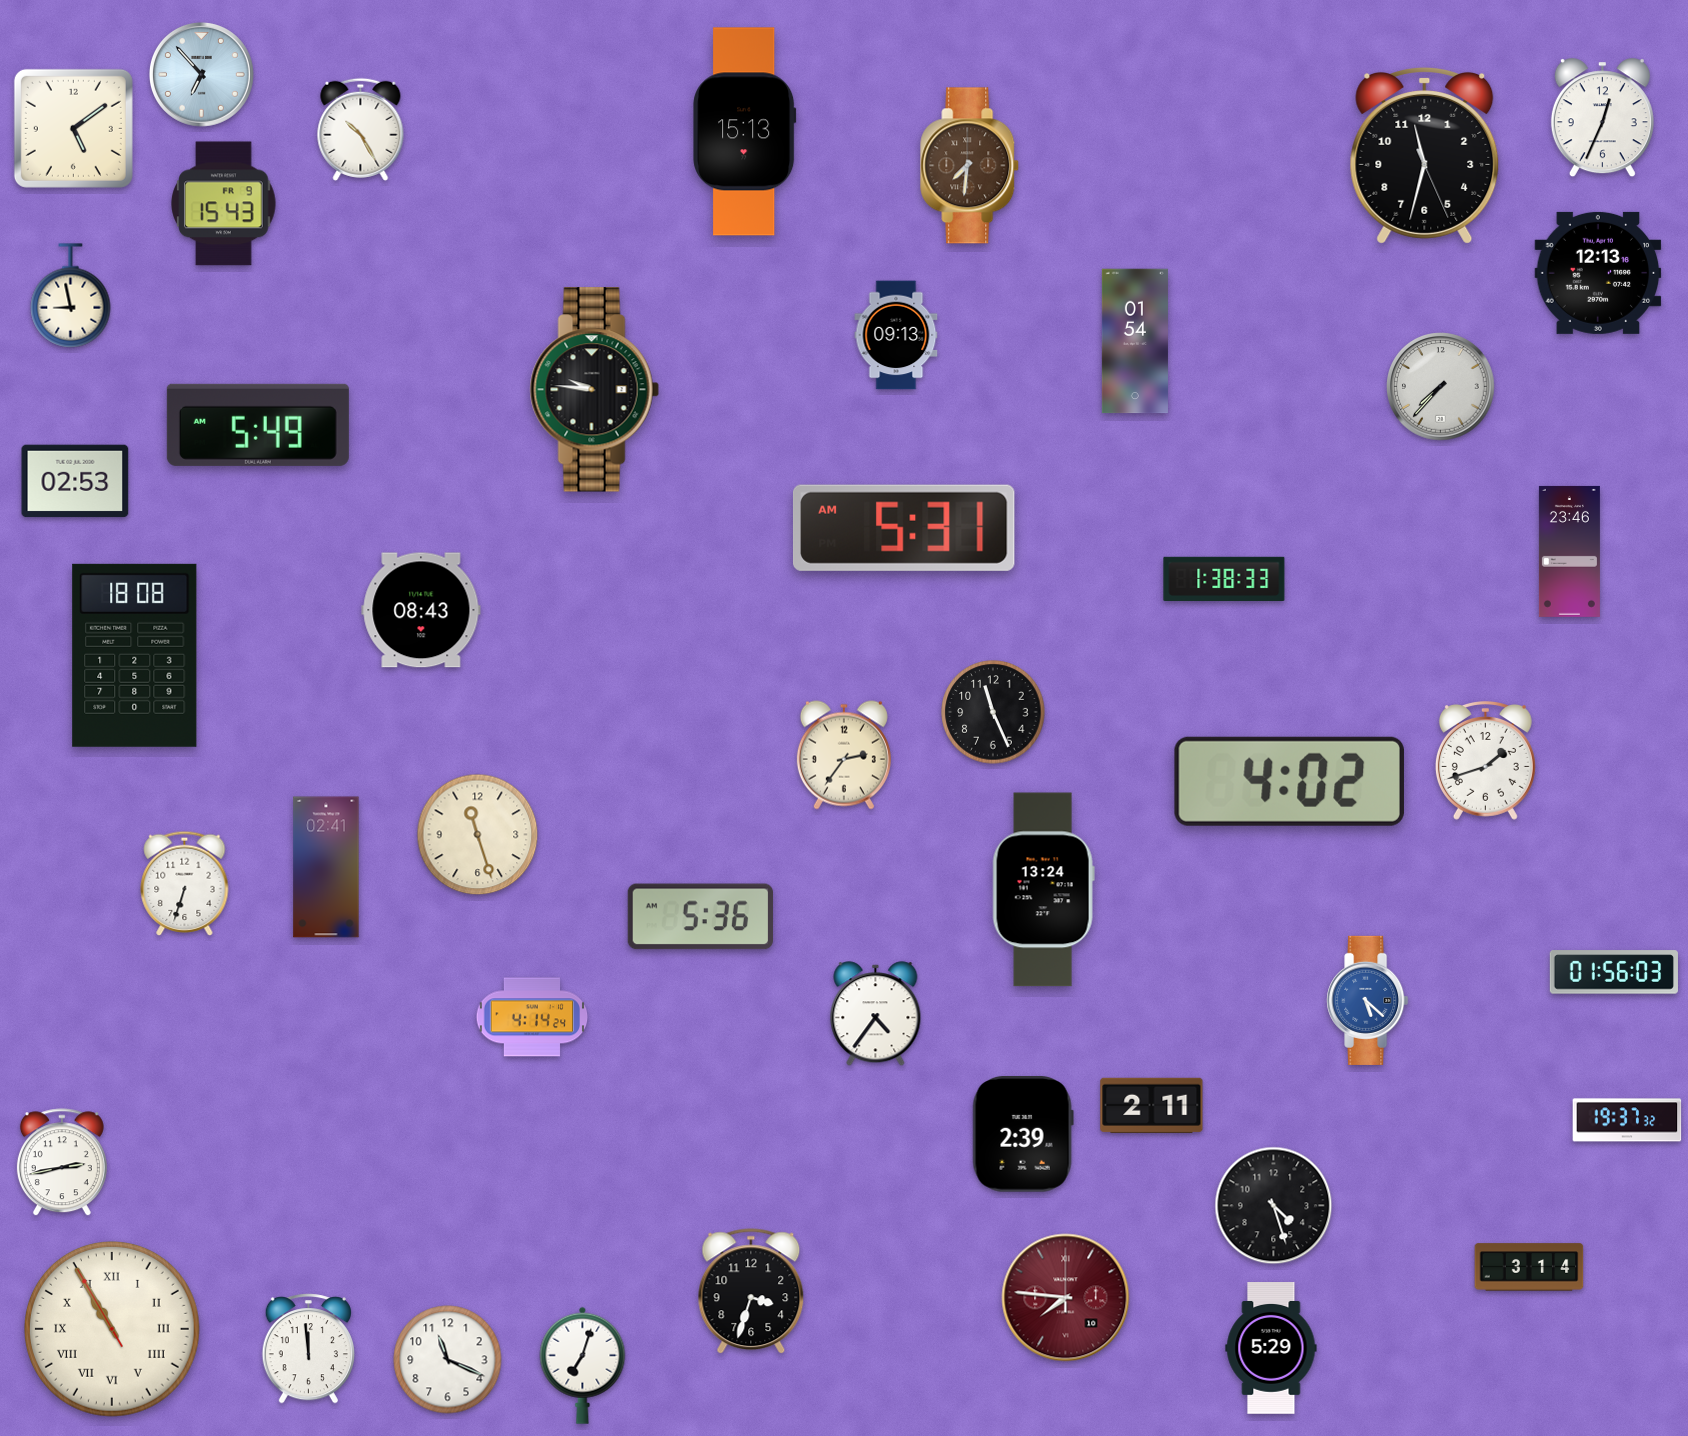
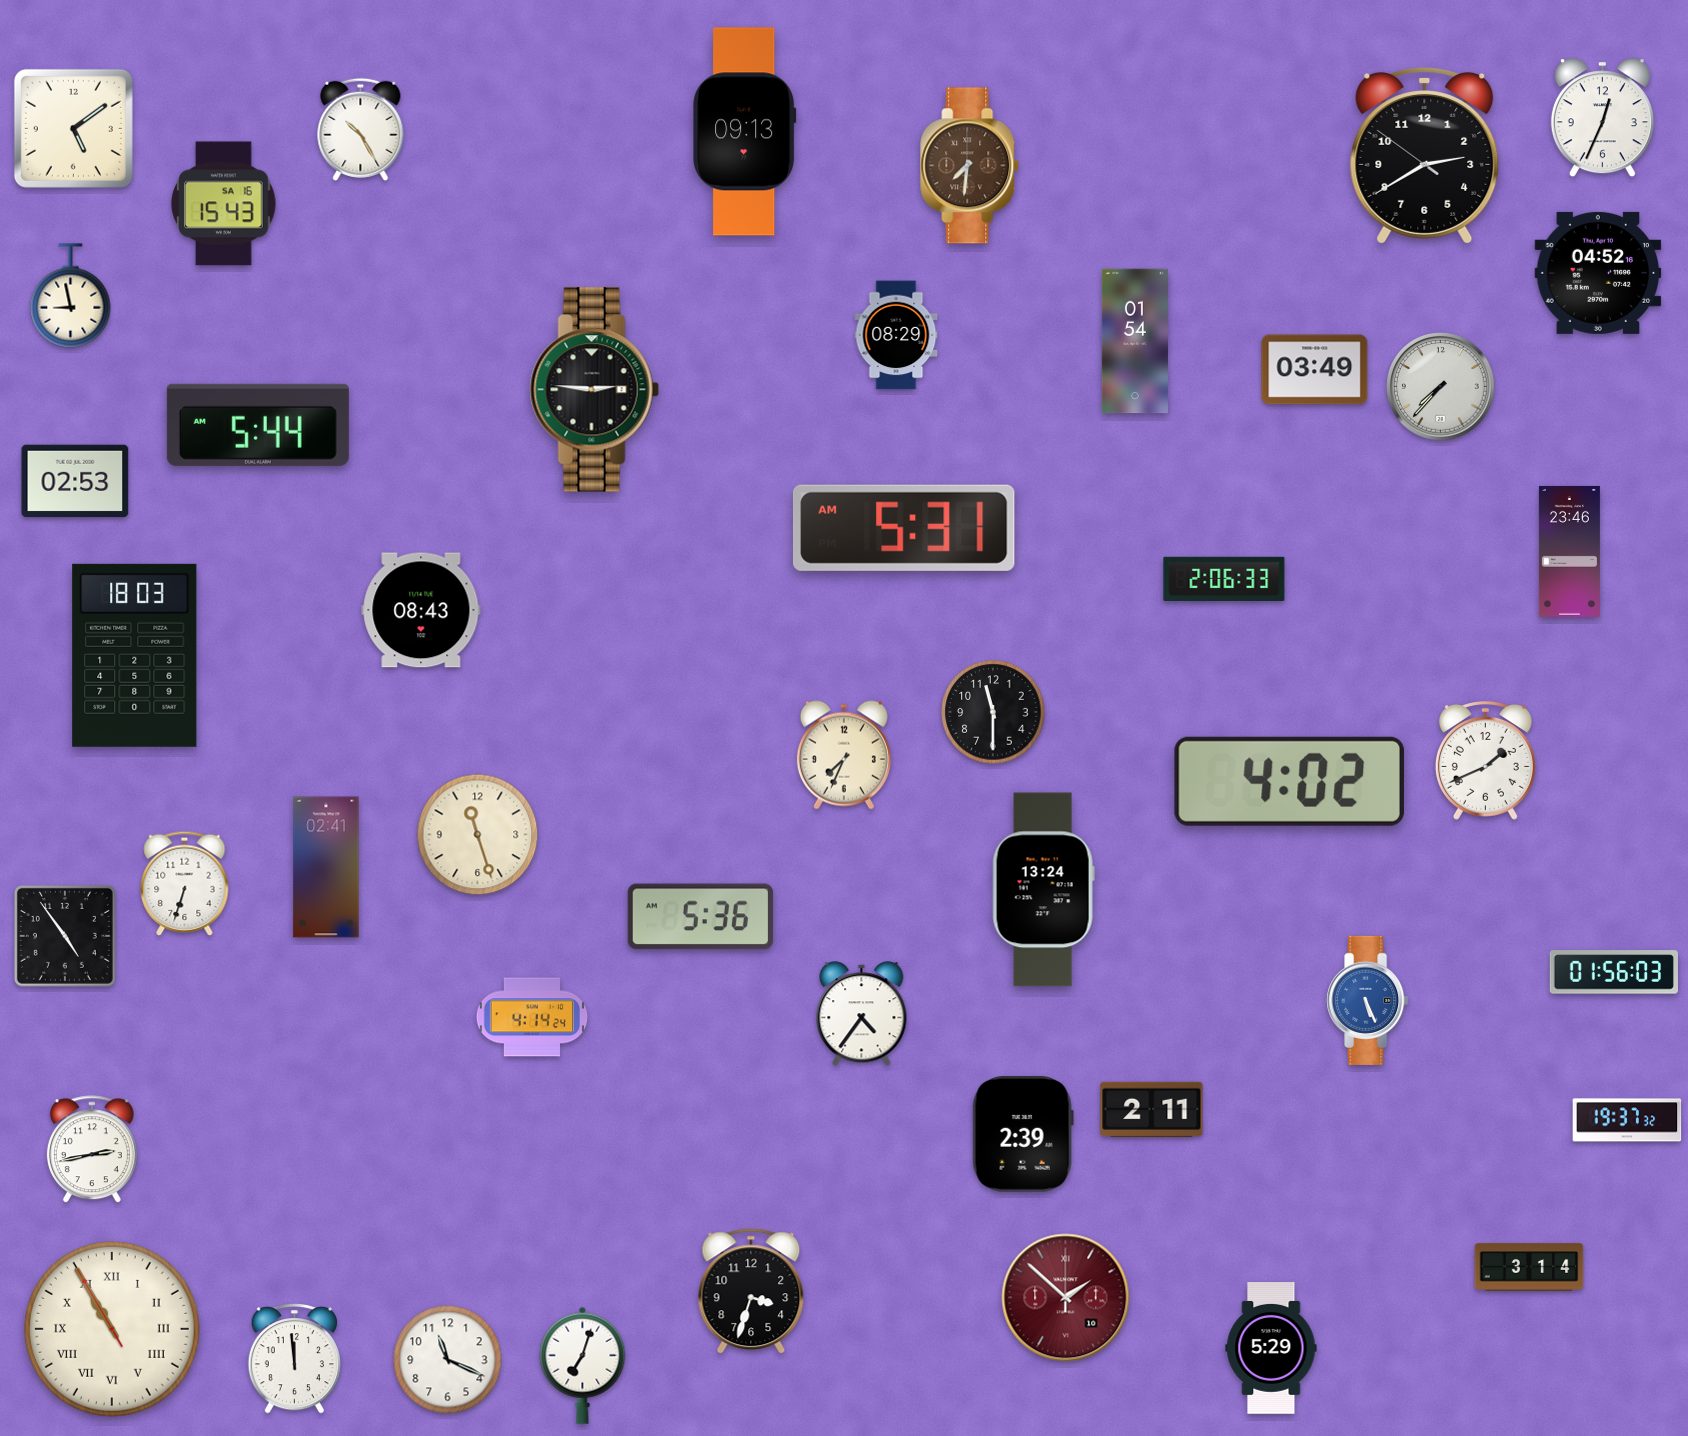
clock at (201, 74): 6:53 -> none
clock at (745, 132): 15:13 -> 09:13
clock at (1425, 155): 11:32 -> 2:39
clock at (224, 204) date: FR 9 -> SA 16
clock at (1598, 273): 12:13 -> 04:52
clock at (896, 335): 09:13 -> 08:29
clock at (1315, 370): none -> 03:49
clock at (594, 390): 9:46 -> 2:46
clock at (258, 425): 5:49 -> 5:44
clock at (1224, 578): 1:38 -> 2:06
clock at (135, 655): 18:08 -> 18:03
clock at (993, 712): 11:26 -> 11:30
clock at (844, 755): 2:36 -> 7:34
clock at (1485, 761): 1:42 -> 1:41
clock at (65, 936): none -> 4:54
clock at (1368, 1000): 5:22 -> 5:26
clock at (876, 1014) position: (876, 1014) -> (862, 1014)
clock at (1152, 1105) position: (1152, 1105) -> (1152, 1109)
clock at (62, 1163) position: (62, 1163) -> (92, 1150)
clock at (1274, 1206): 4:27 -> none
clock at (1066, 1298): 7:46 -> 1:52
clock at (308, 1349) position: (308, 1349) -> (294, 1359)
